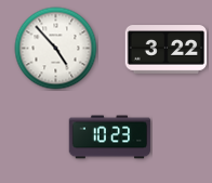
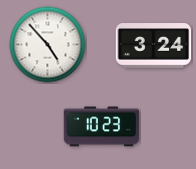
clock at (56, 49) position: (56, 49) -> (48, 45)
clock at (167, 50): 3:22 -> 3:24
